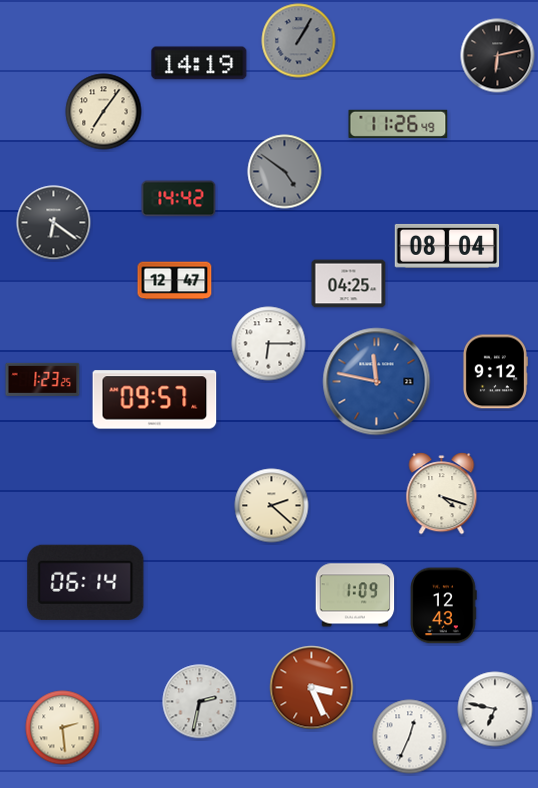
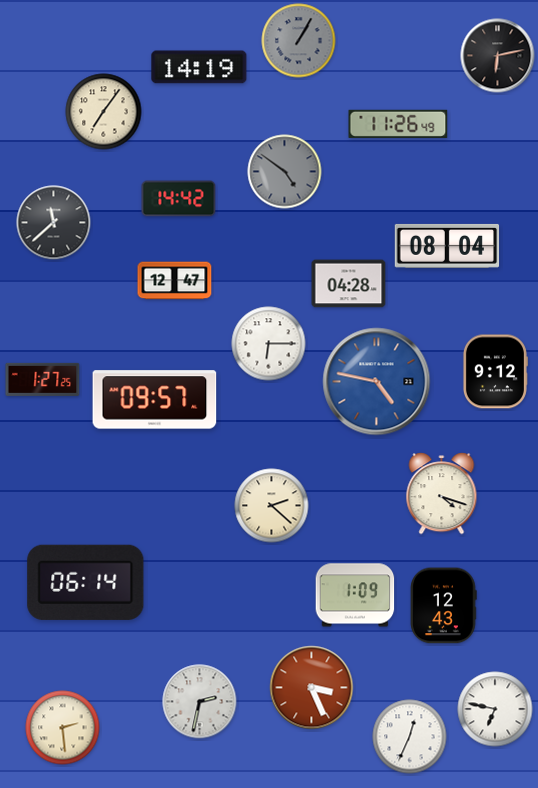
clock at (199, 63) position: (199, 63) -> (199, 67)
clock at (54, 223): 6:21 -> 11:38
clock at (349, 284): 04:25 -> 04:28
clock at (43, 379): 1:23 -> 1:27
clock at (377, 382): 11:47 -> 4:47
